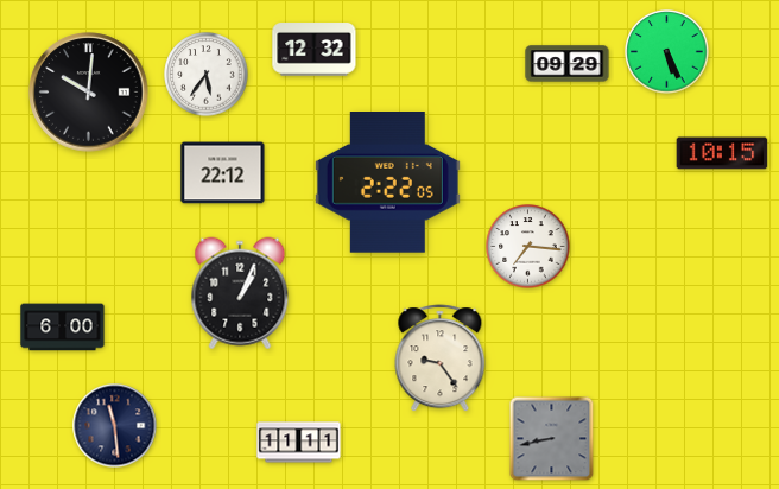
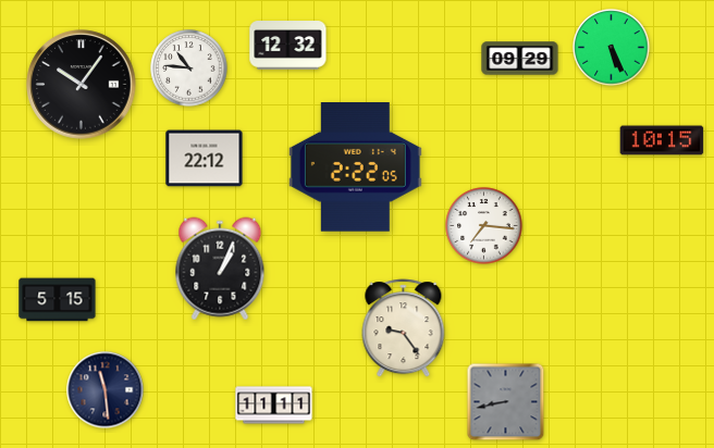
clock at (207, 75): 5:36 -> 10:46
clock at (89, 93): 10:01 -> 10:06
clock at (63, 328): 6:00 -> 5:15
